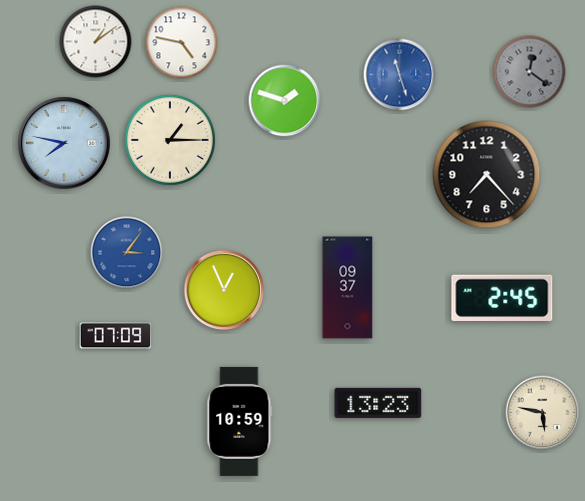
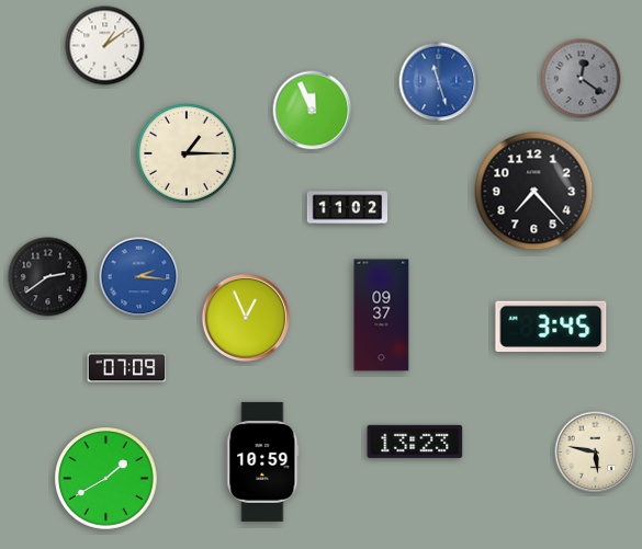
clock at (182, 43): 4:47 -> none
clock at (285, 101): 1:48 -> 11:56
clock at (65, 144): 7:47 -> none
clock at (348, 208): none -> 11:02
clock at (48, 277): none -> 2:39
clock at (127, 253): 3:06 -> 2:16
clock at (502, 297): 2:45 -> 3:45
clock at (106, 479): none -> 1:40
